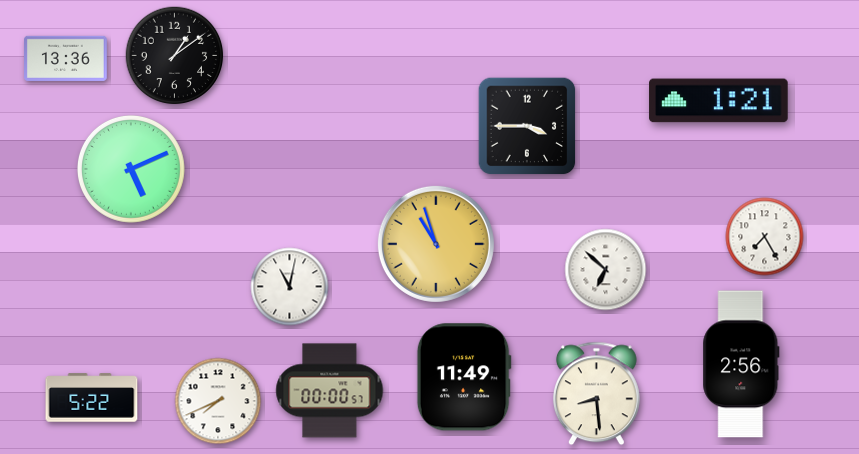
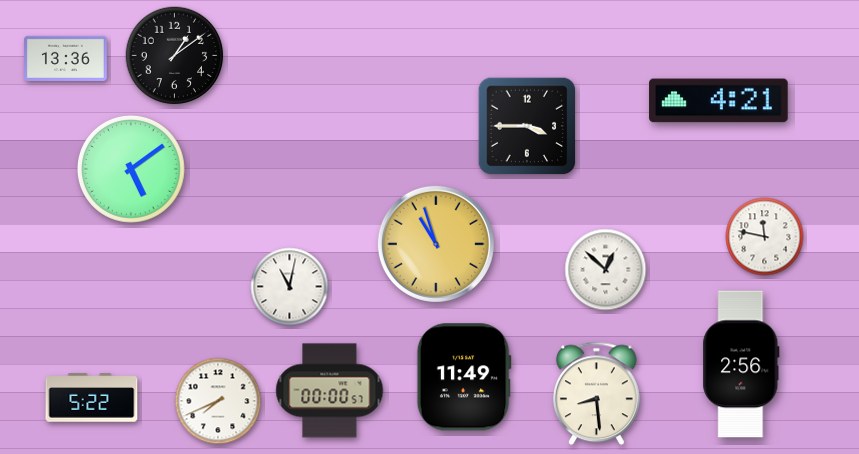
clock at (719, 101): 1:21 -> 4:21
clock at (131, 169): 5:11 -> 5:09
clock at (765, 237): 7:25 -> 11:47
clock at (606, 270): 6:52 -> 12:52
